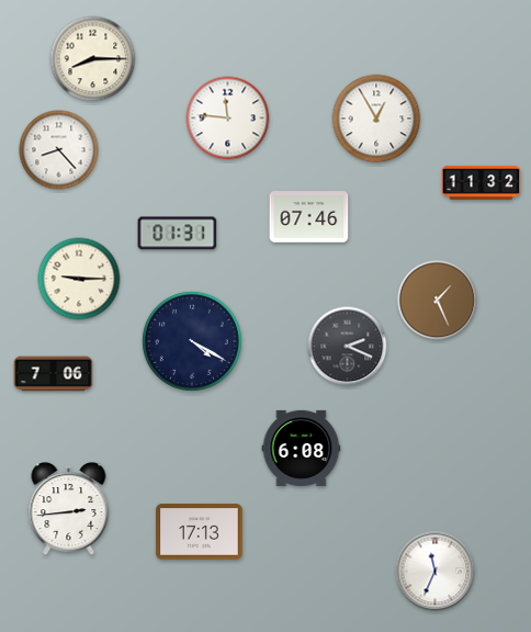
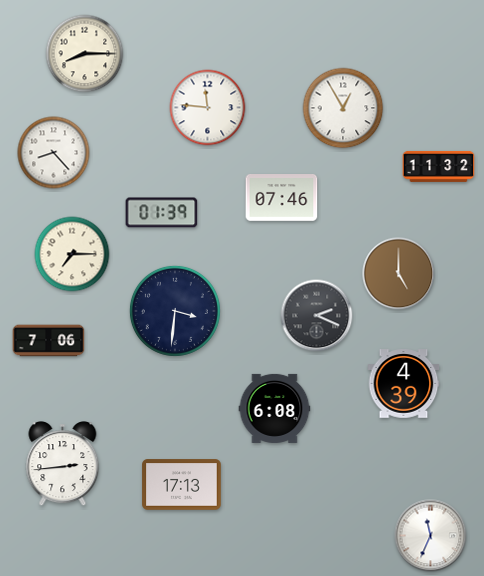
clock at (59, 150) position: (59, 150) -> (54, 153)
clock at (178, 234): 01:31 -> 01:39
clock at (79, 279): 9:15 -> 7:15
clock at (438, 301): 1:26 -> 5:00
clock at (192, 341): 4:20 -> 3:31
clock at (404, 384): none -> 4:39
clock at (436, 572) position: (436, 572) -> (431, 536)
